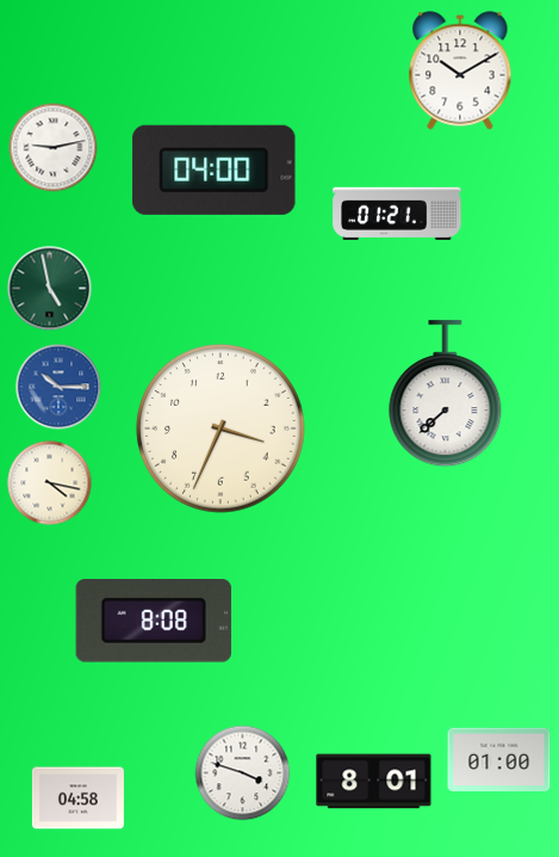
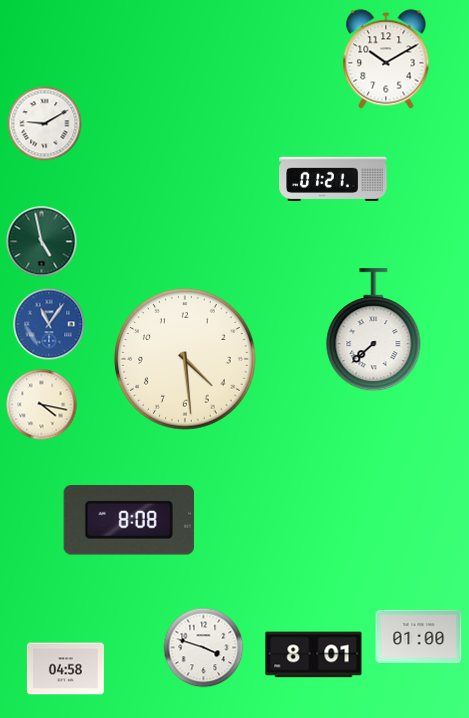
clock at (54, 148): 9:13 -> 9:10
clock at (215, 169): 04:00 -> none
clock at (58, 387): 10:15 -> 11:06
clock at (221, 428): 3:34 -> 4:29
